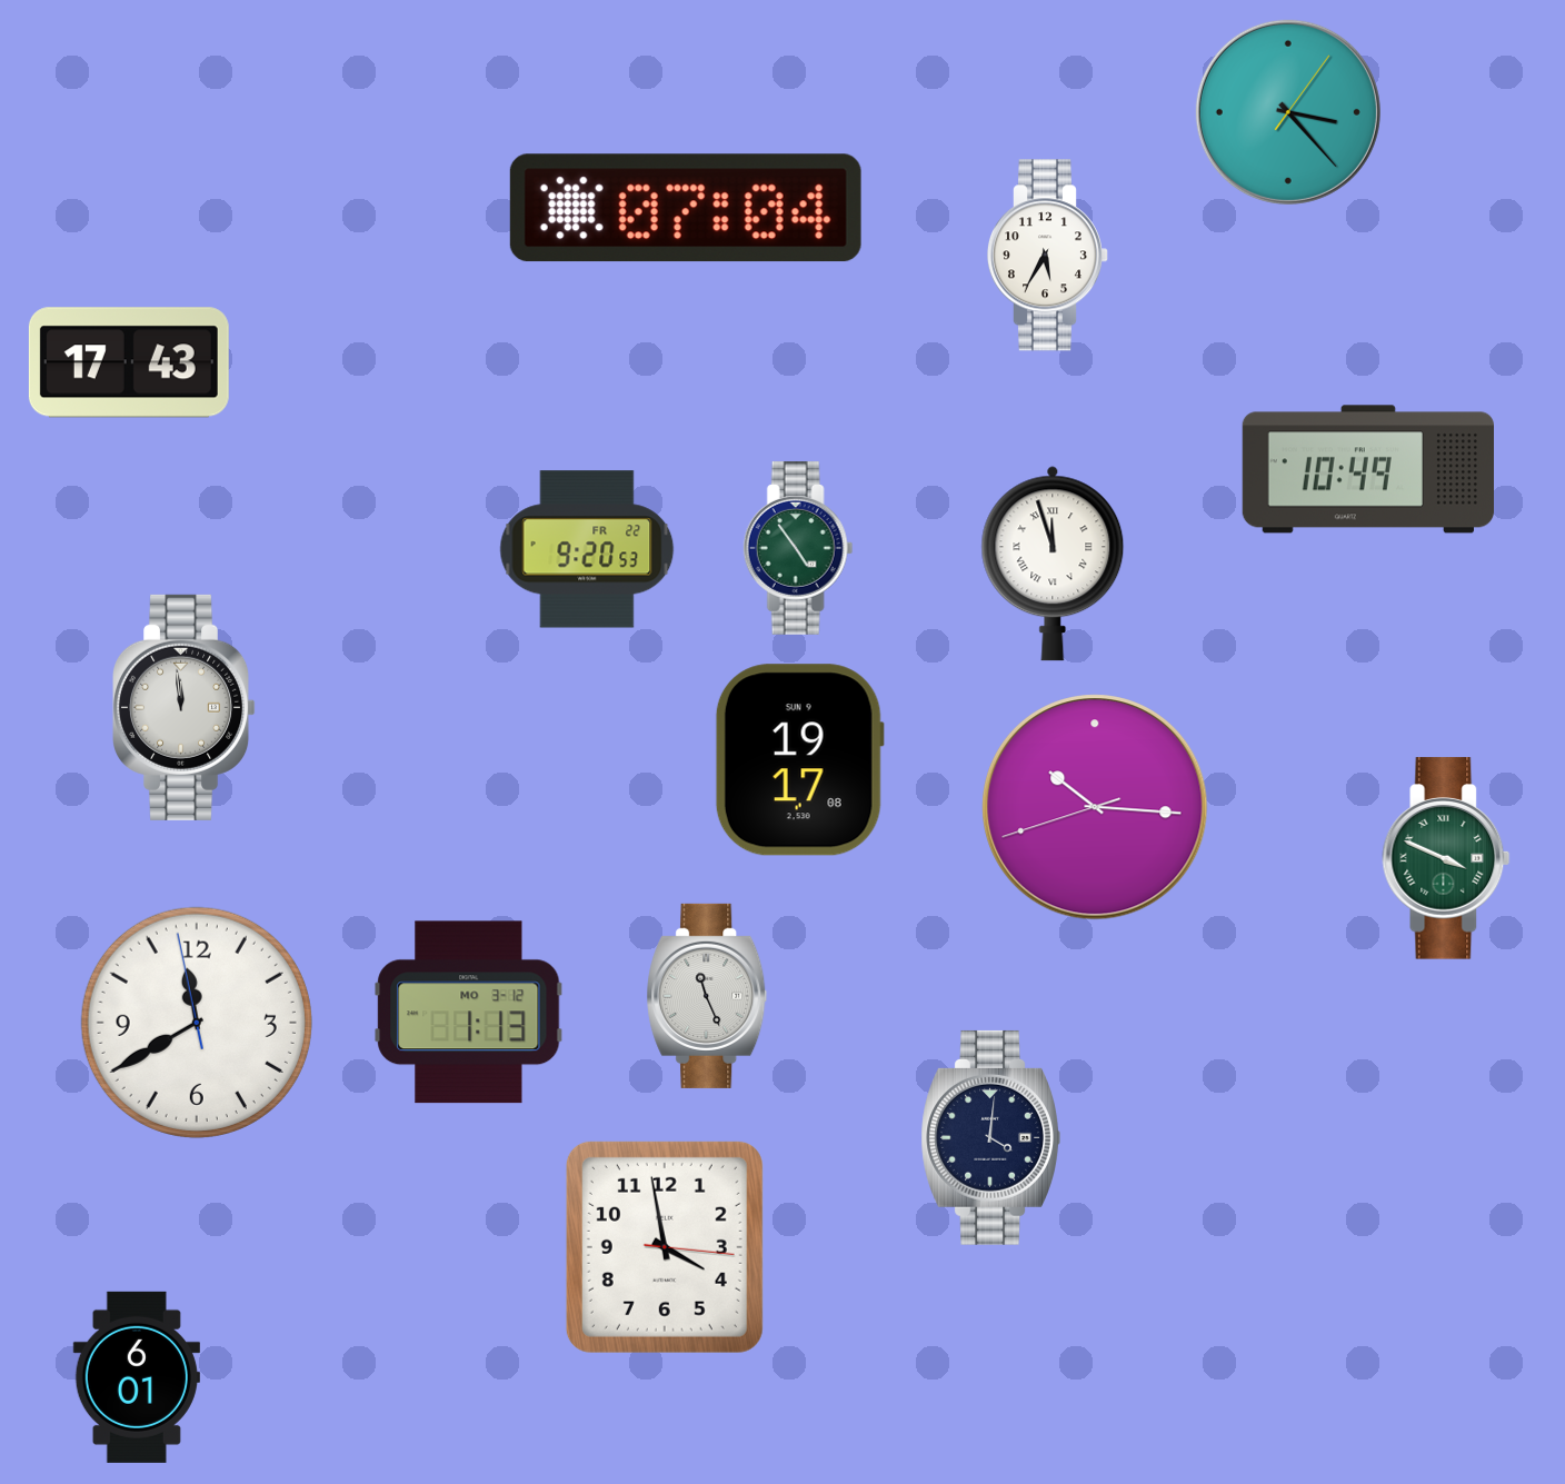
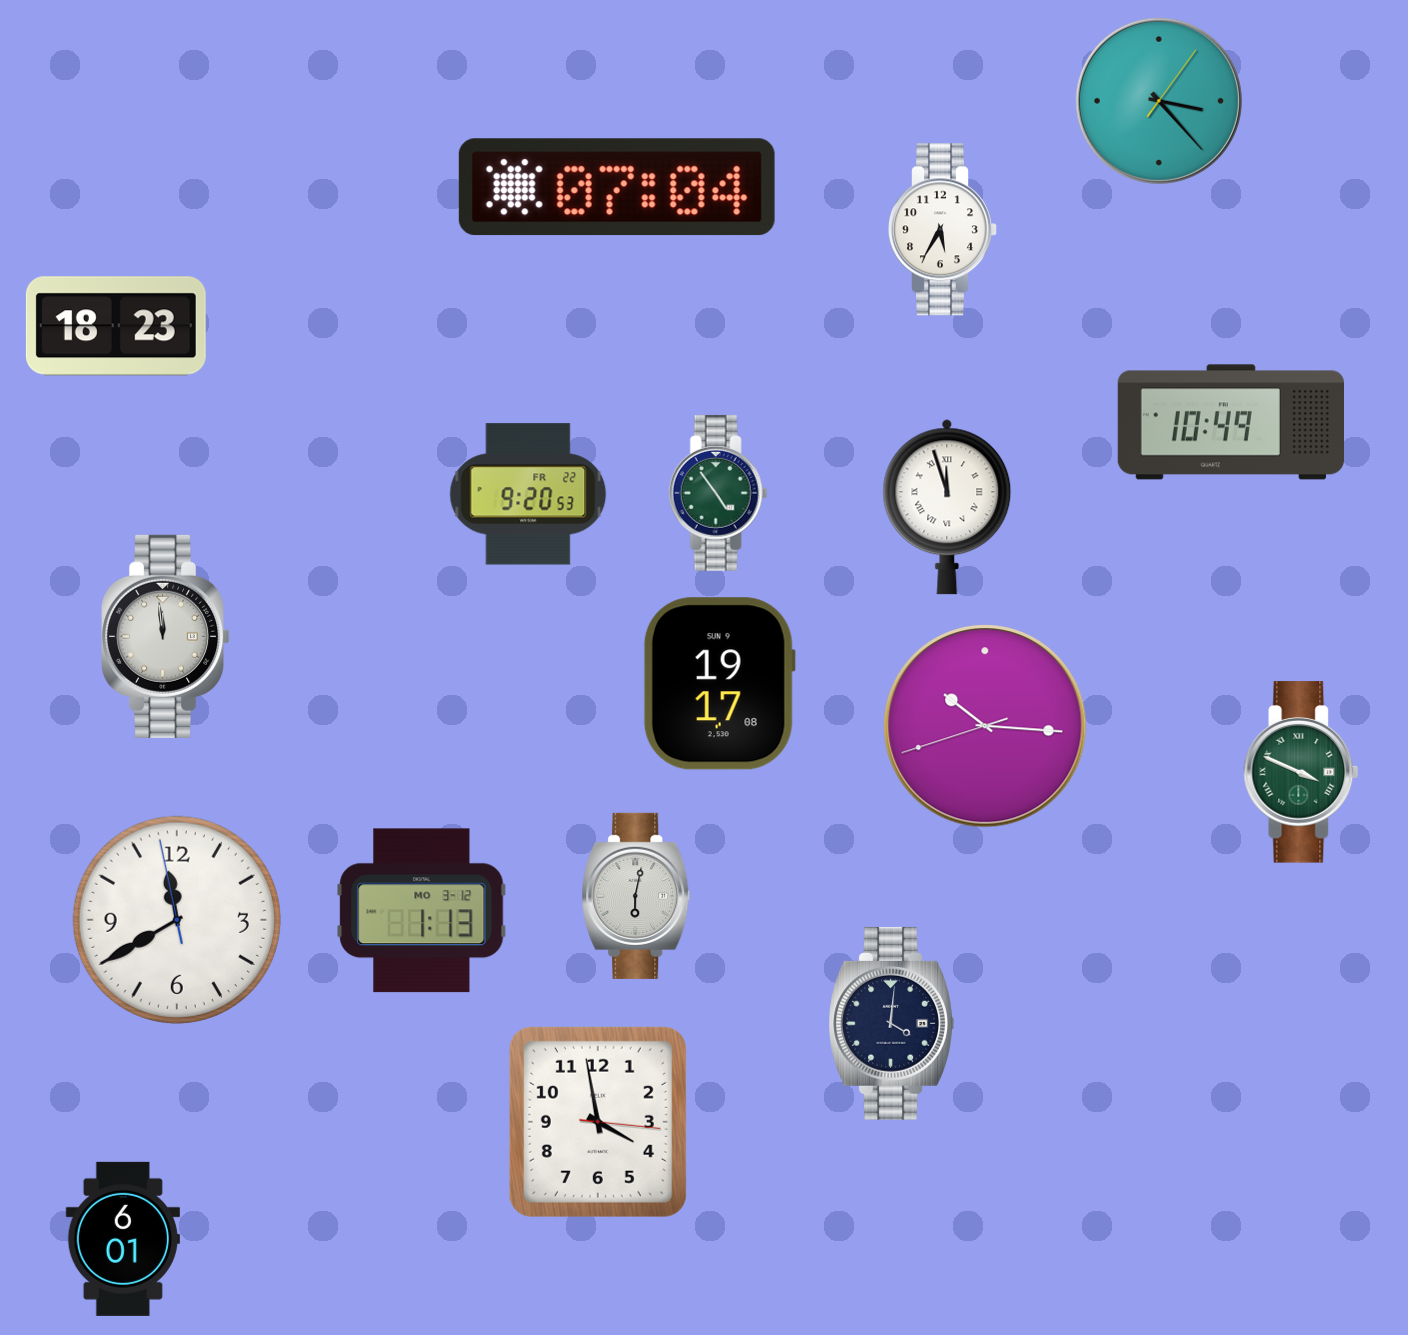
clock at (129, 362): 17:43 -> 18:23
clock at (707, 996): 11:26 -> 6:02
